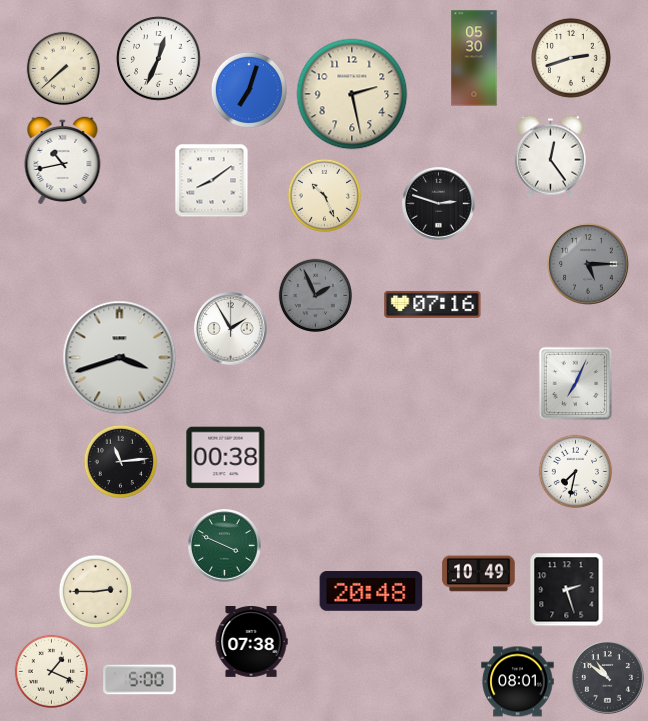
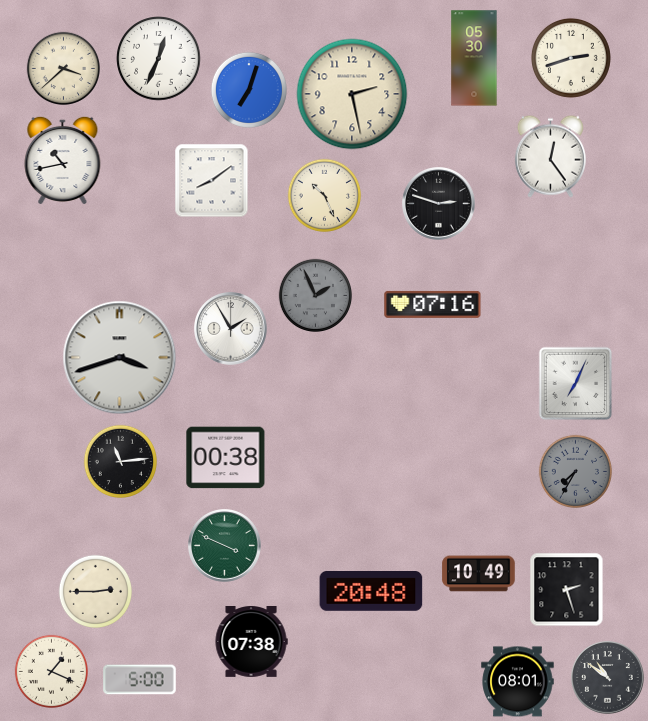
clock at (63, 68): 7:38 -> 3:38
clock at (588, 264): 5:15 -> none
clock at (575, 471): 7:32 -> 7:35
clock at (575, 471) dial: white -> grey
